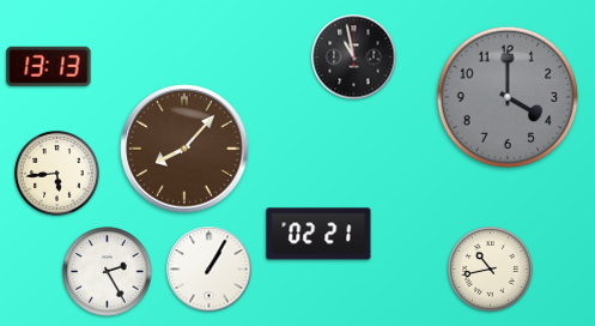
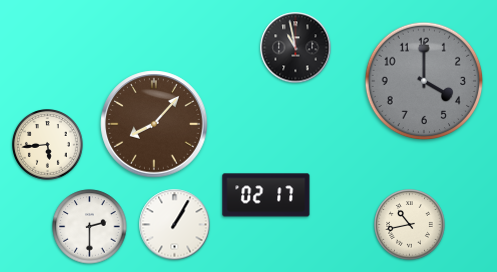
clock at (49, 66): 13:13 -> none
clock at (318, 234): 02:21 -> 02:17
clock at (108, 272): 2:25 -> 2:30
